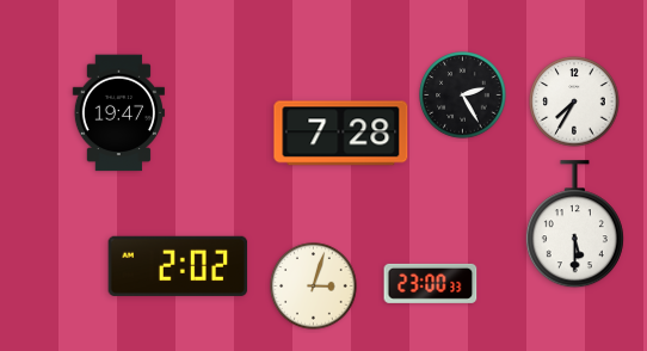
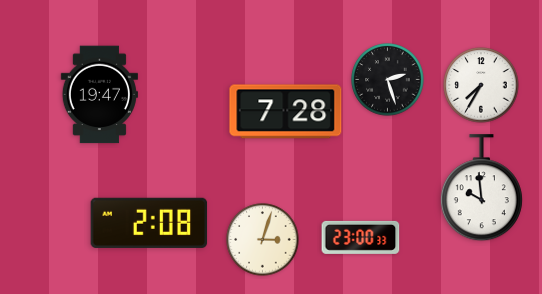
clock at (463, 96): 2:25 -> 2:27
clock at (574, 224): 5:30 -> 9:59
clock at (178, 266): 2:02 -> 2:08
